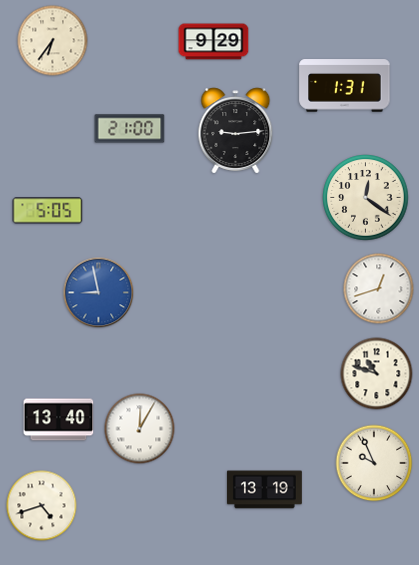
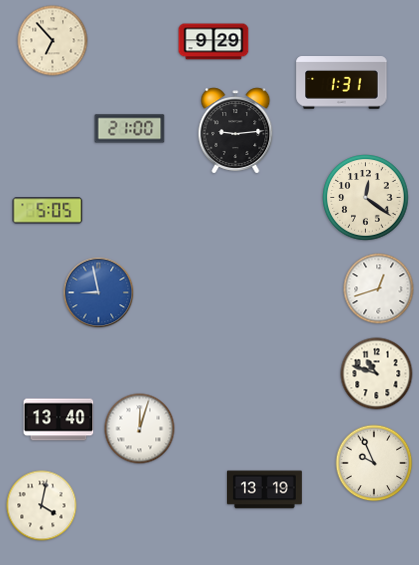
clock at (53, 41): 6:36 -> 6:53
clock at (345, 86) position: (345, 86) -> (342, 83)
clock at (140, 429): 12:05 -> 12:03
clock at (42, 506): 4:42 -> 4:02
